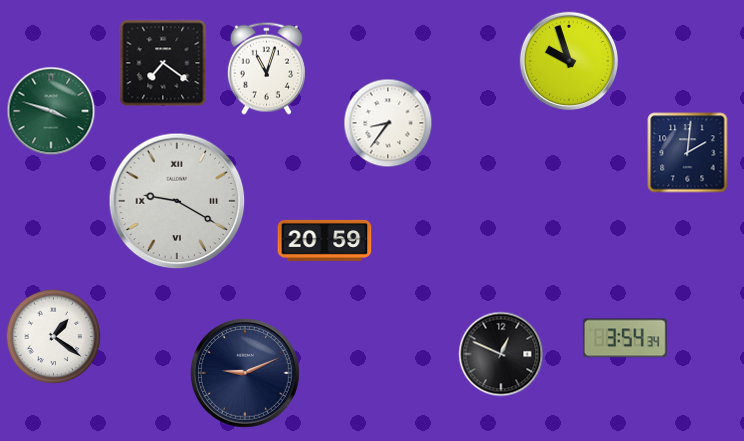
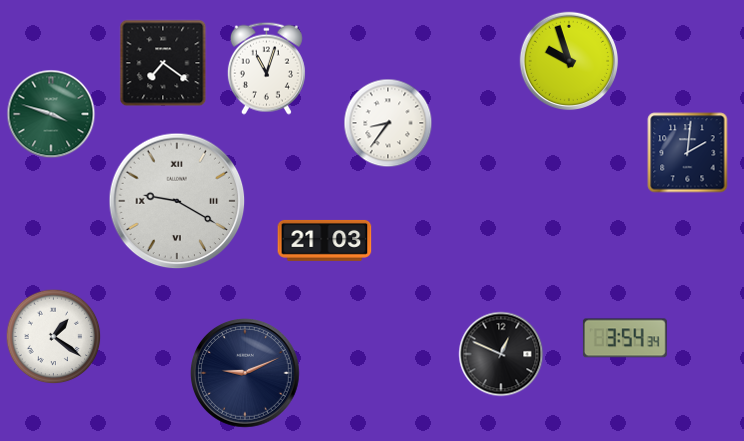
clock at (51, 111) position: (51, 111) -> (51, 114)
clock at (325, 240): 20:59 -> 21:03
